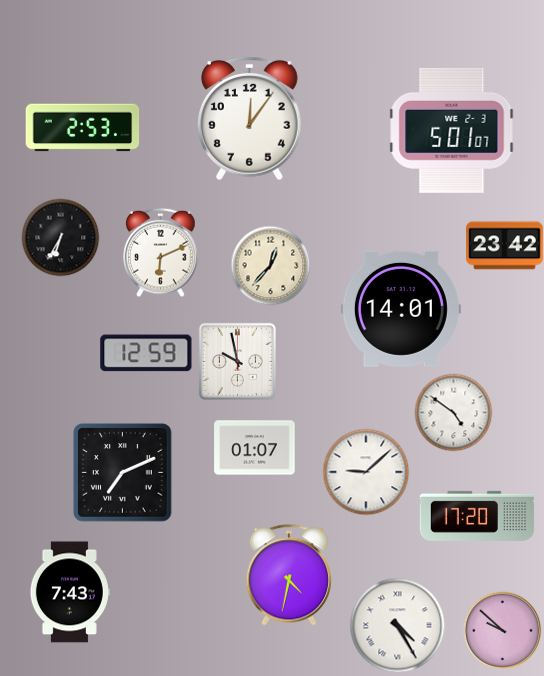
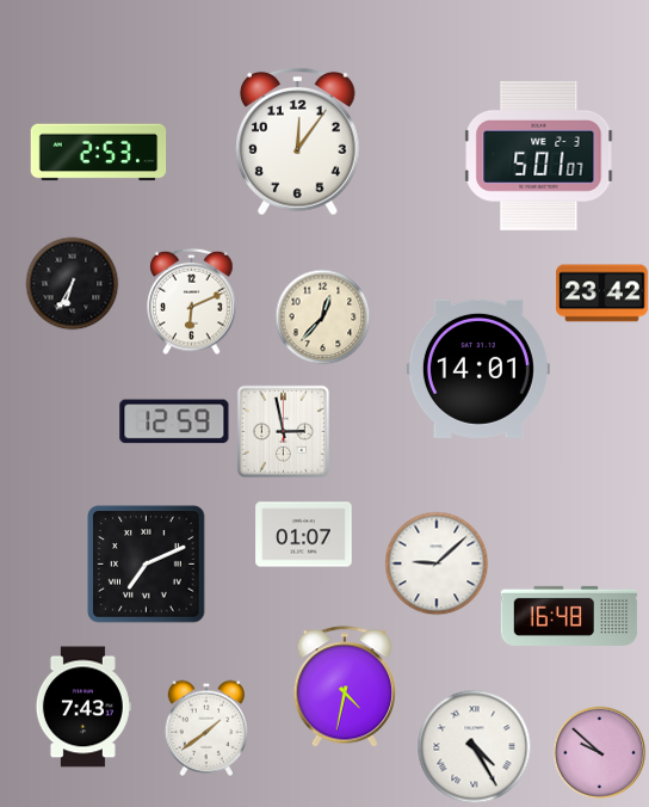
clock at (237, 361): 9:58 -> 2:58
clock at (453, 412): 4:51 -> none
clock at (477, 516): 17:20 -> 16:48
clock at (206, 728): none -> 1:39
